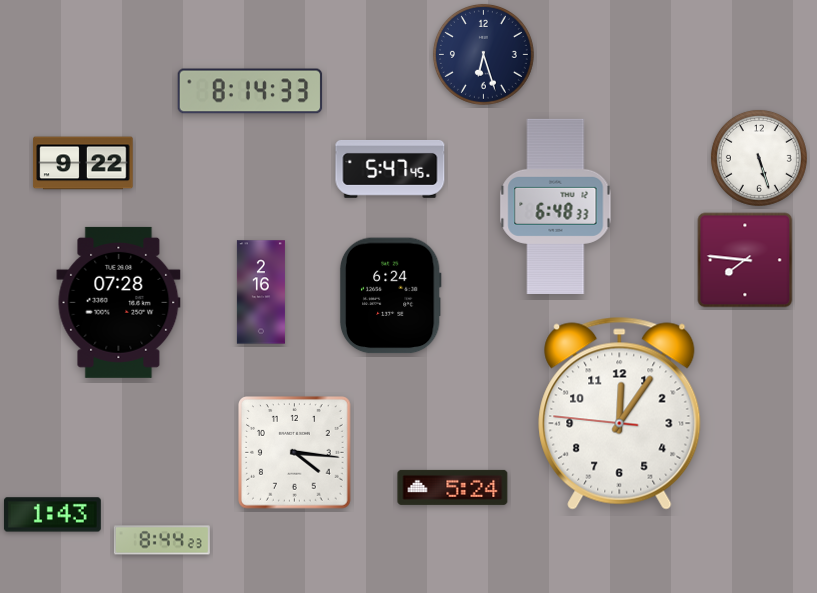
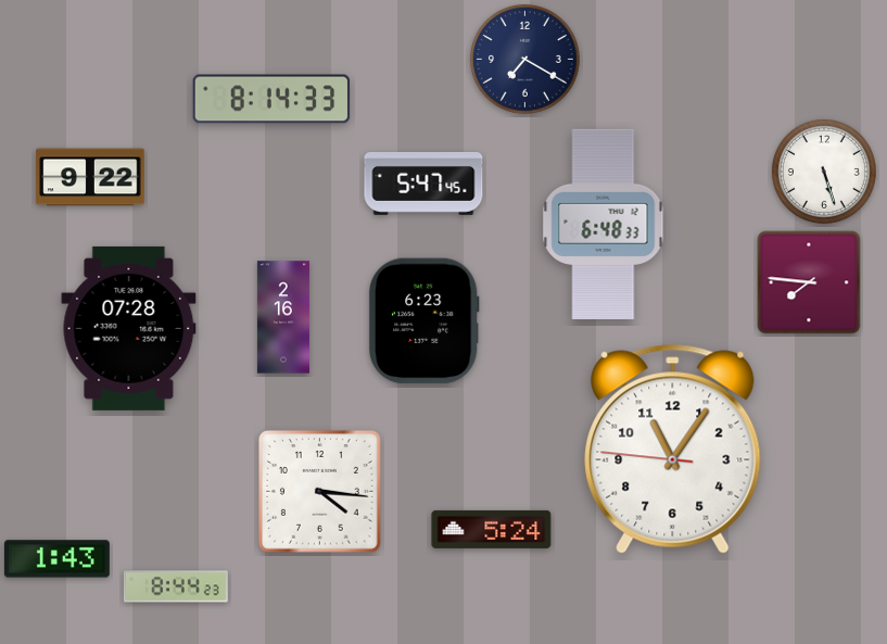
clock at (483, 54): 6:27 -> 7:20
clock at (390, 296): 6:24 -> 6:23
clock at (620, 413): 12:05 -> 11:05
